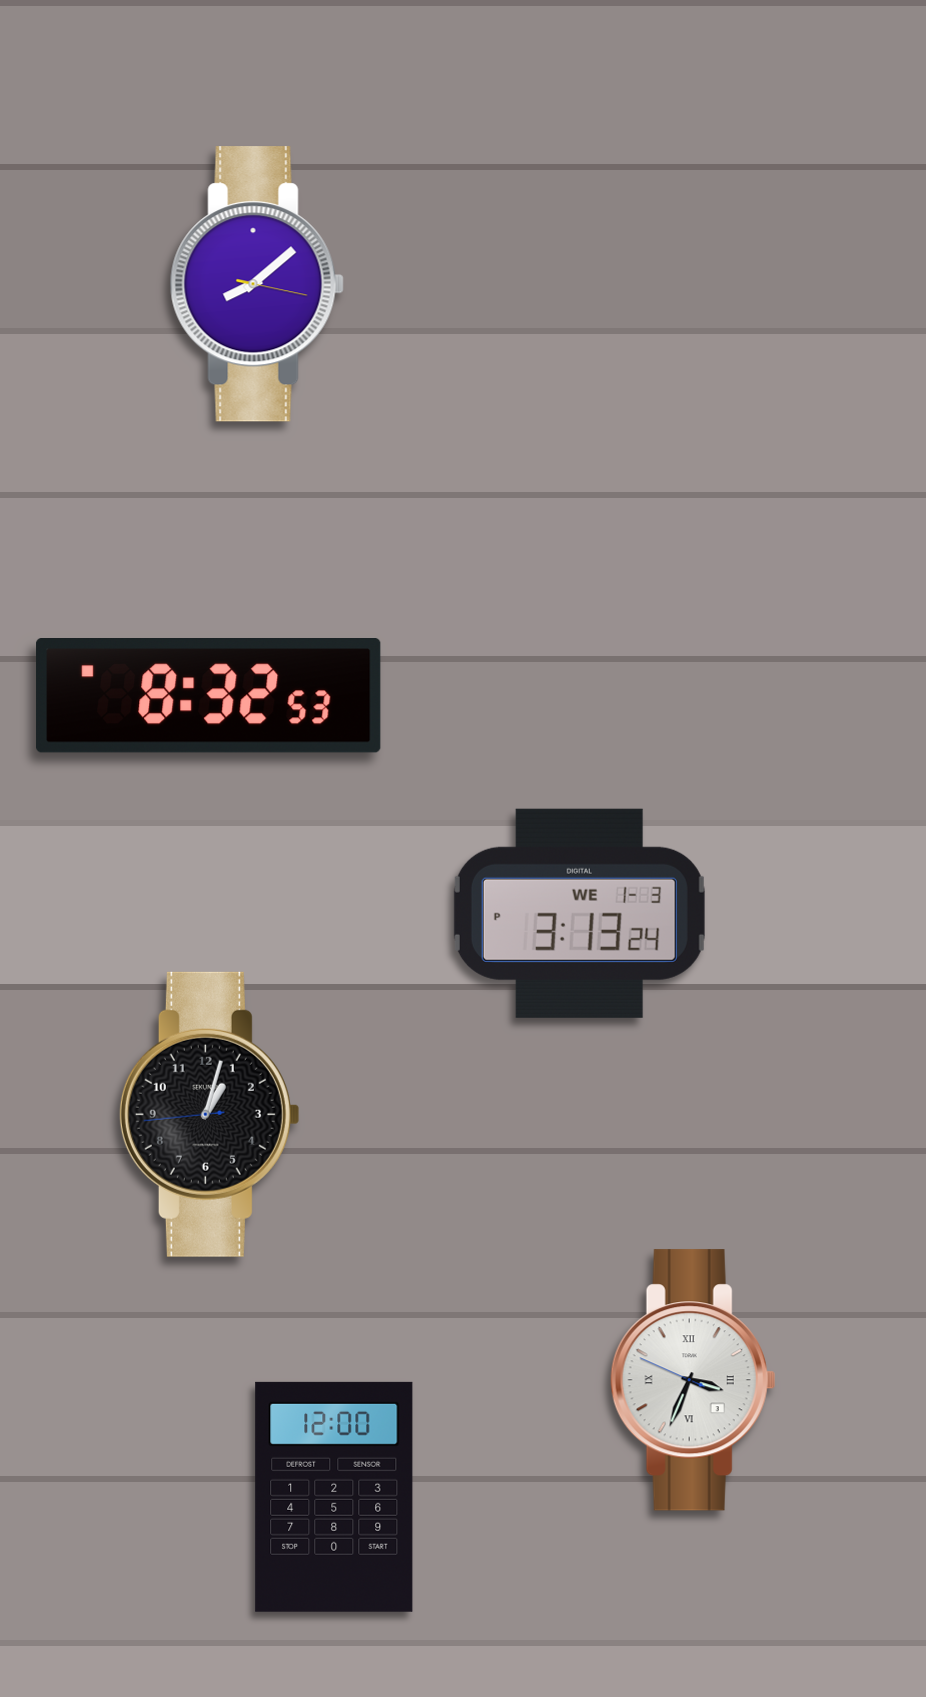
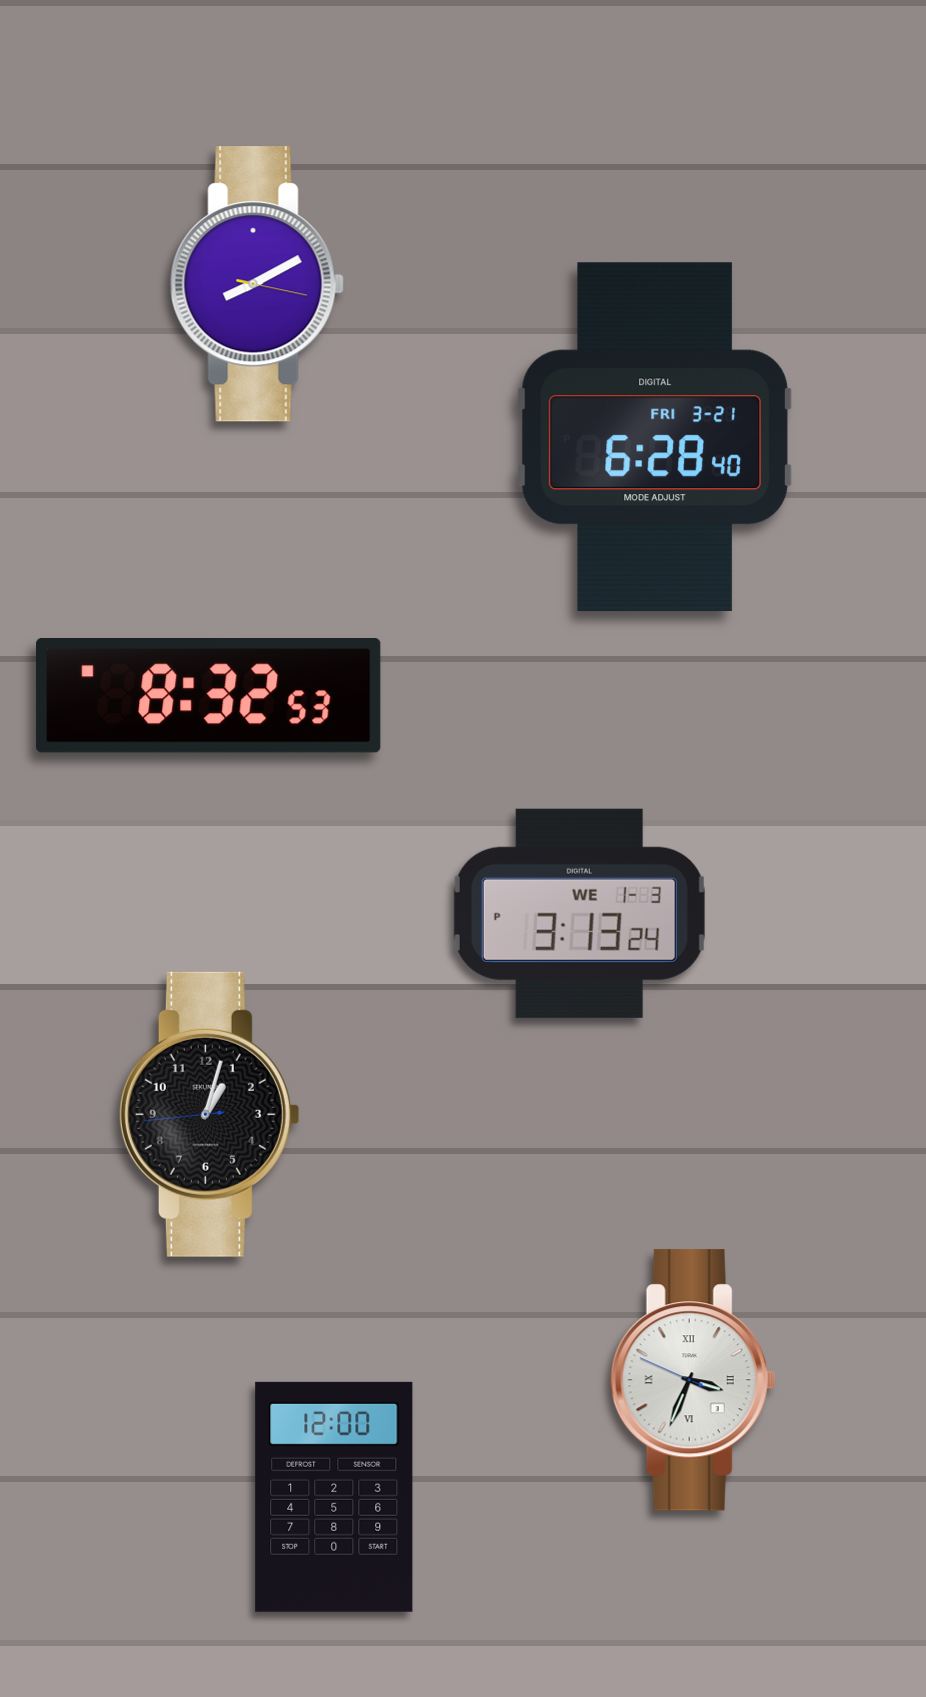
clock at (257, 284): 8:08 -> 8:10
clock at (655, 437): none -> 6:28
